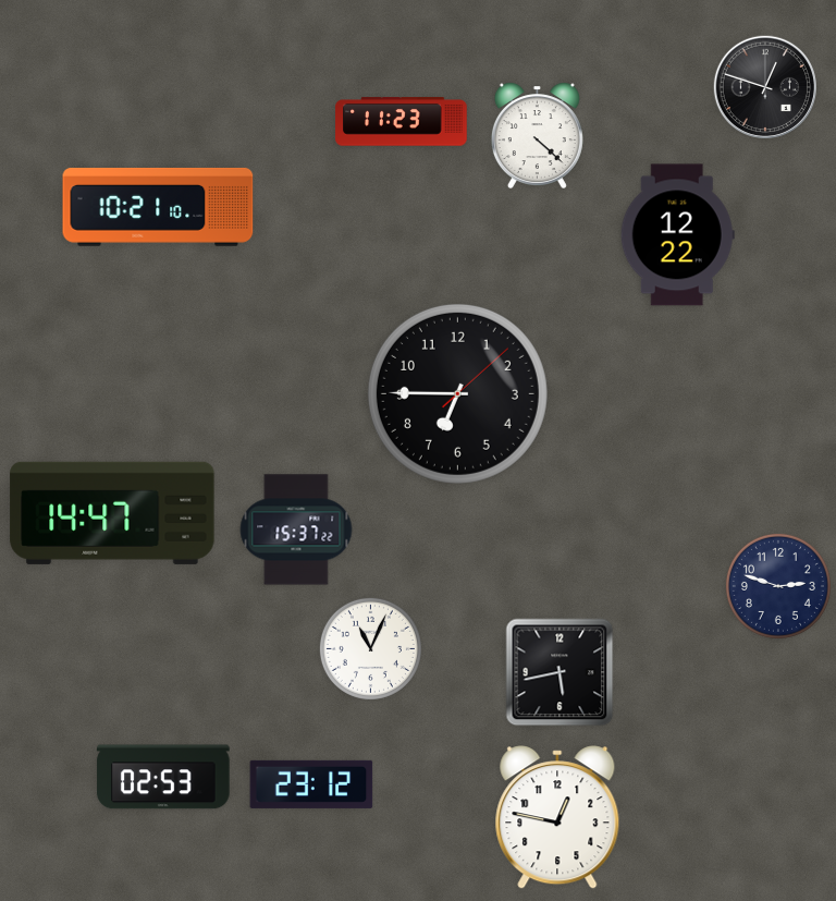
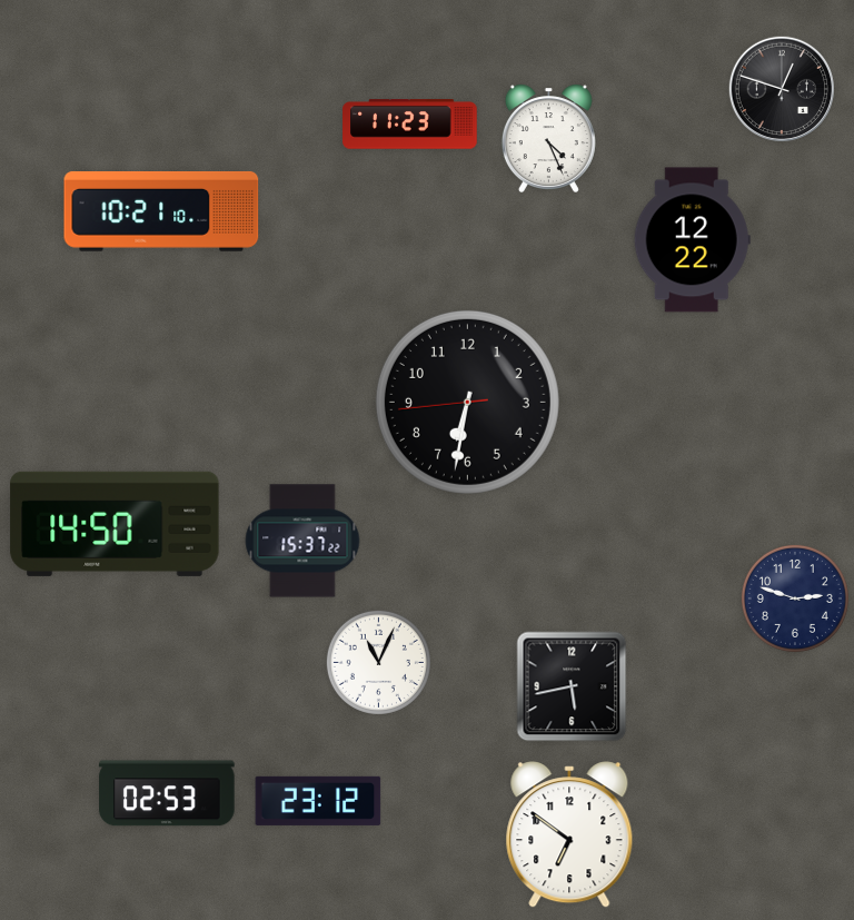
clock at (537, 135): 4:22 -> 4:26
clock at (457, 393): 6:45 -> 6:31
clock at (112, 513): 14:47 -> 14:50
clock at (557, 817): 12:47 -> 6:51
